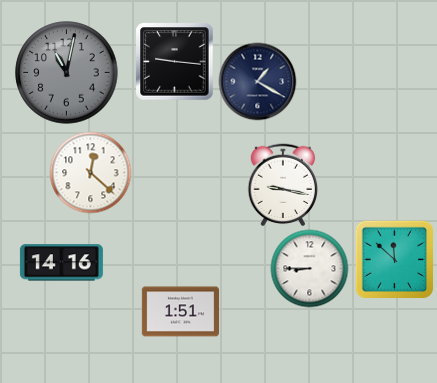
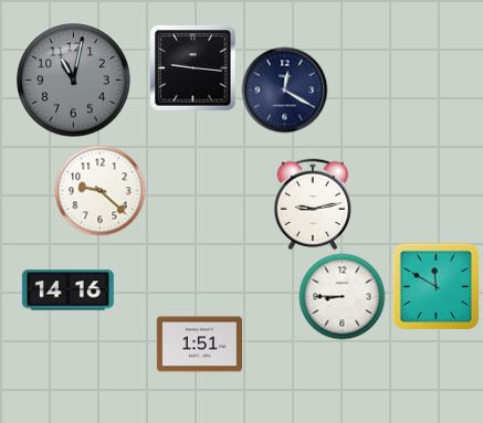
clock at (257, 81): 1:20 -> 12:20
clock at (90, 172): 12:22 -> 9:22
clock at (283, 185): 9:17 -> 9:13
clock at (394, 259): 11:52 -> 11:50
